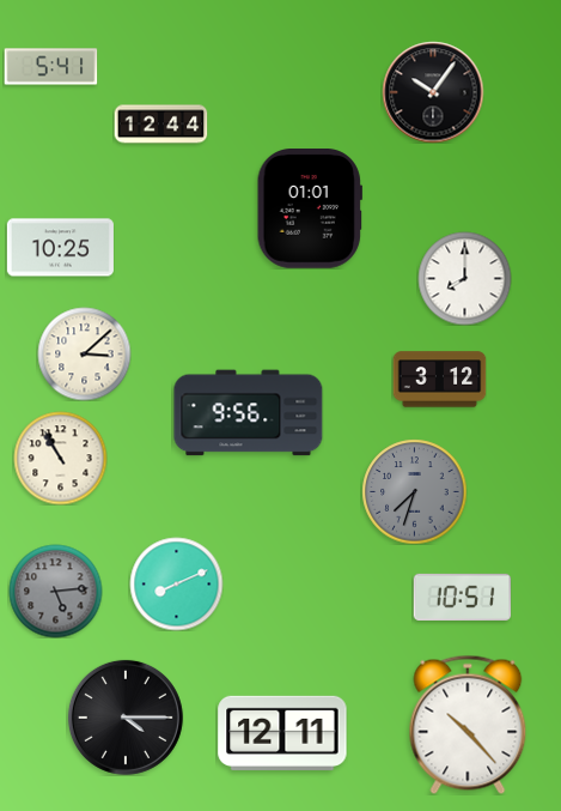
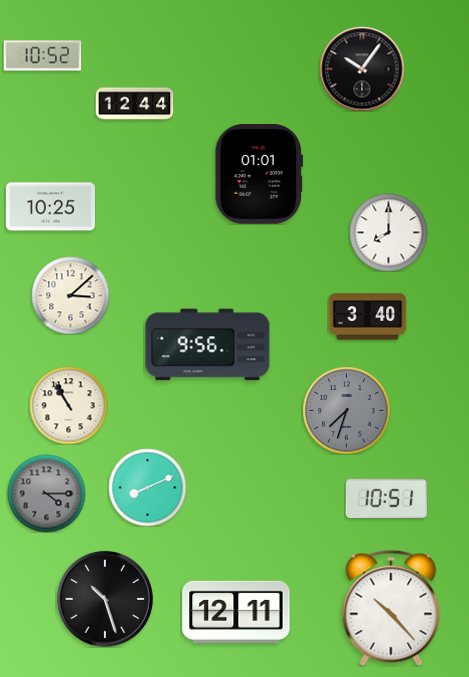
clock at (50, 67): 5:41 -> 10:52
clock at (433, 92) position: (433, 92) -> (362, 69)
clock at (439, 380): 3:12 -> 3:40
clock at (60, 458) position: (60, 458) -> (68, 405)
clock at (55, 591): 5:14 -> 4:15
clock at (126, 718): 4:15 -> 10:27
clock at (468, 725) position: (468, 725) -> (391, 608)
